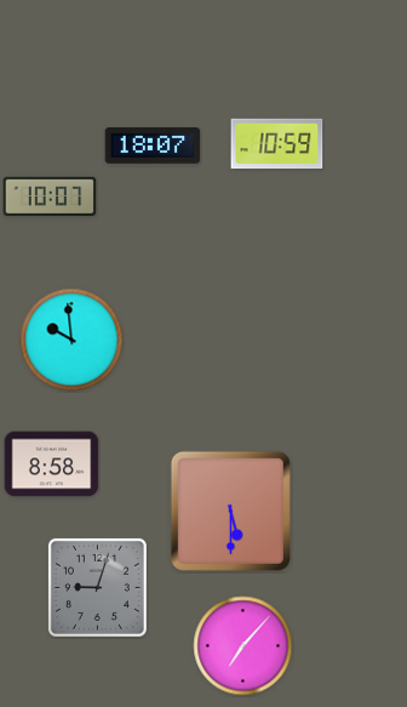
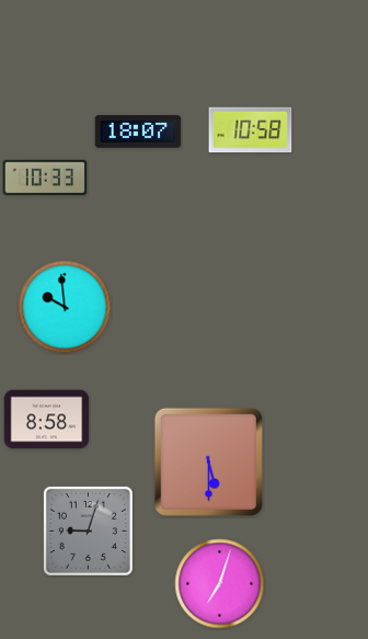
clock at (277, 144): 10:59 -> 10:58
clock at (50, 196): 10:07 -> 10:33
clock at (243, 646): 7:07 -> 7:03
